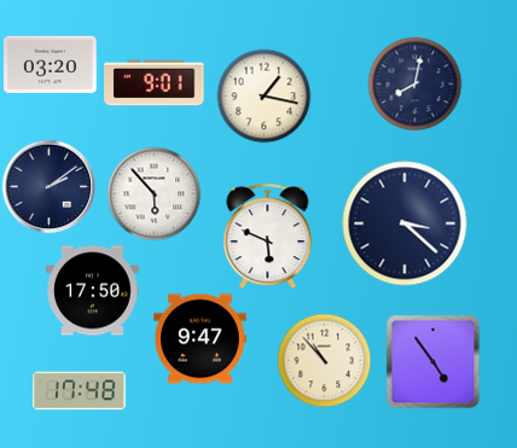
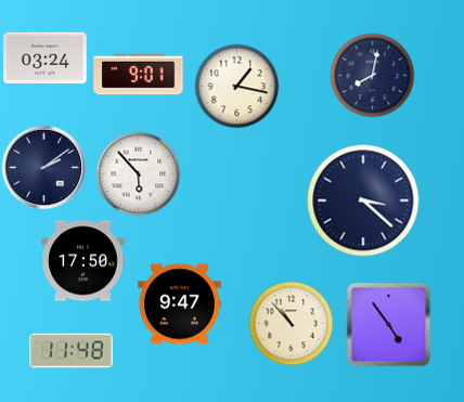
clock at (51, 65): 03:20 -> 03:24
clock at (268, 235): 5:49 -> none
clock at (80, 391): 17:48 -> 11:48
